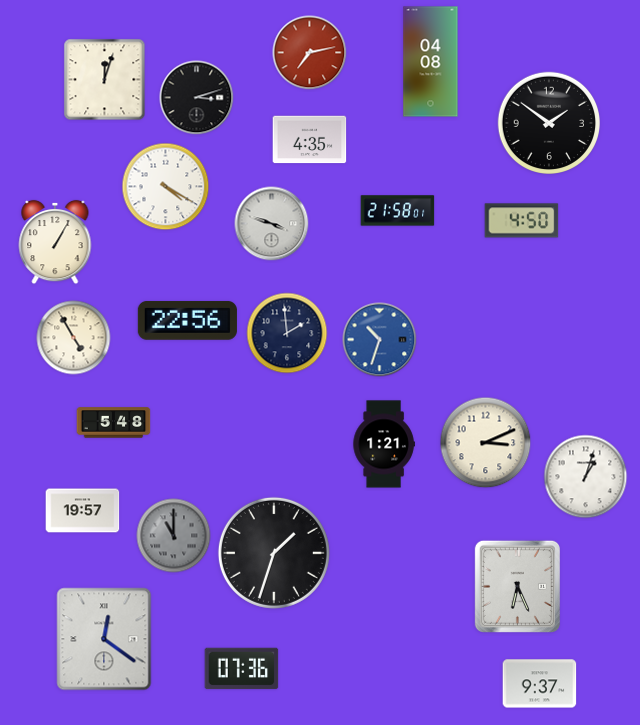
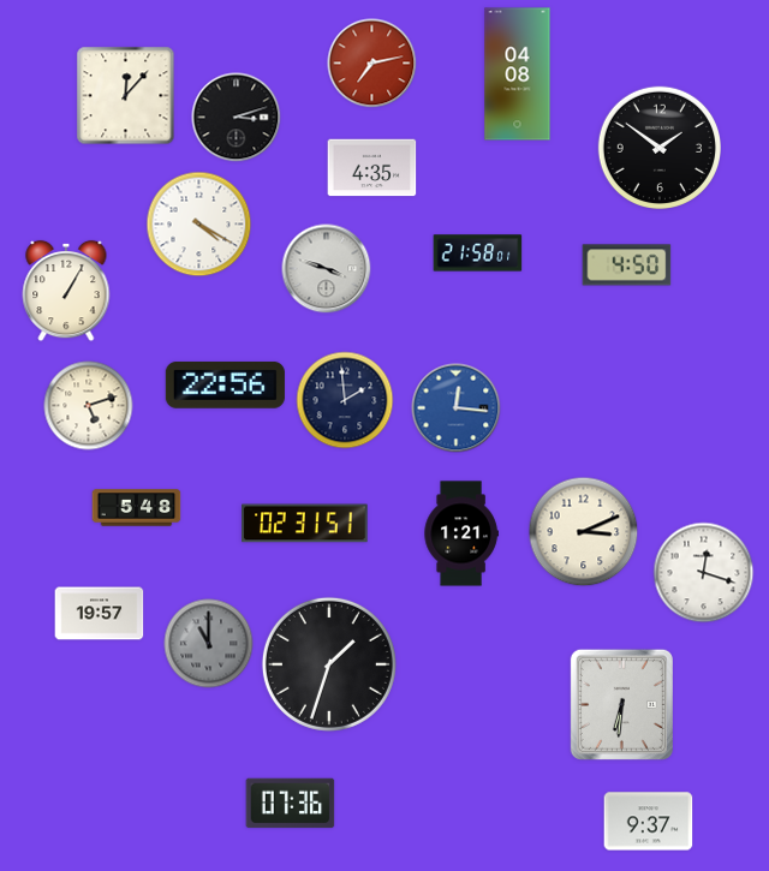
clock at (105, 80): 12:03 -> 12:07
clock at (74, 338): 4:55 -> 5:12
clock at (380, 340): 10:33 -> 12:16
clock at (305, 524): none -> 02:31
clock at (586, 477): 1:03 -> 12:18
clock at (517, 586): 6:26 -> 6:31
clock at (104, 639): 12:21 -> none
